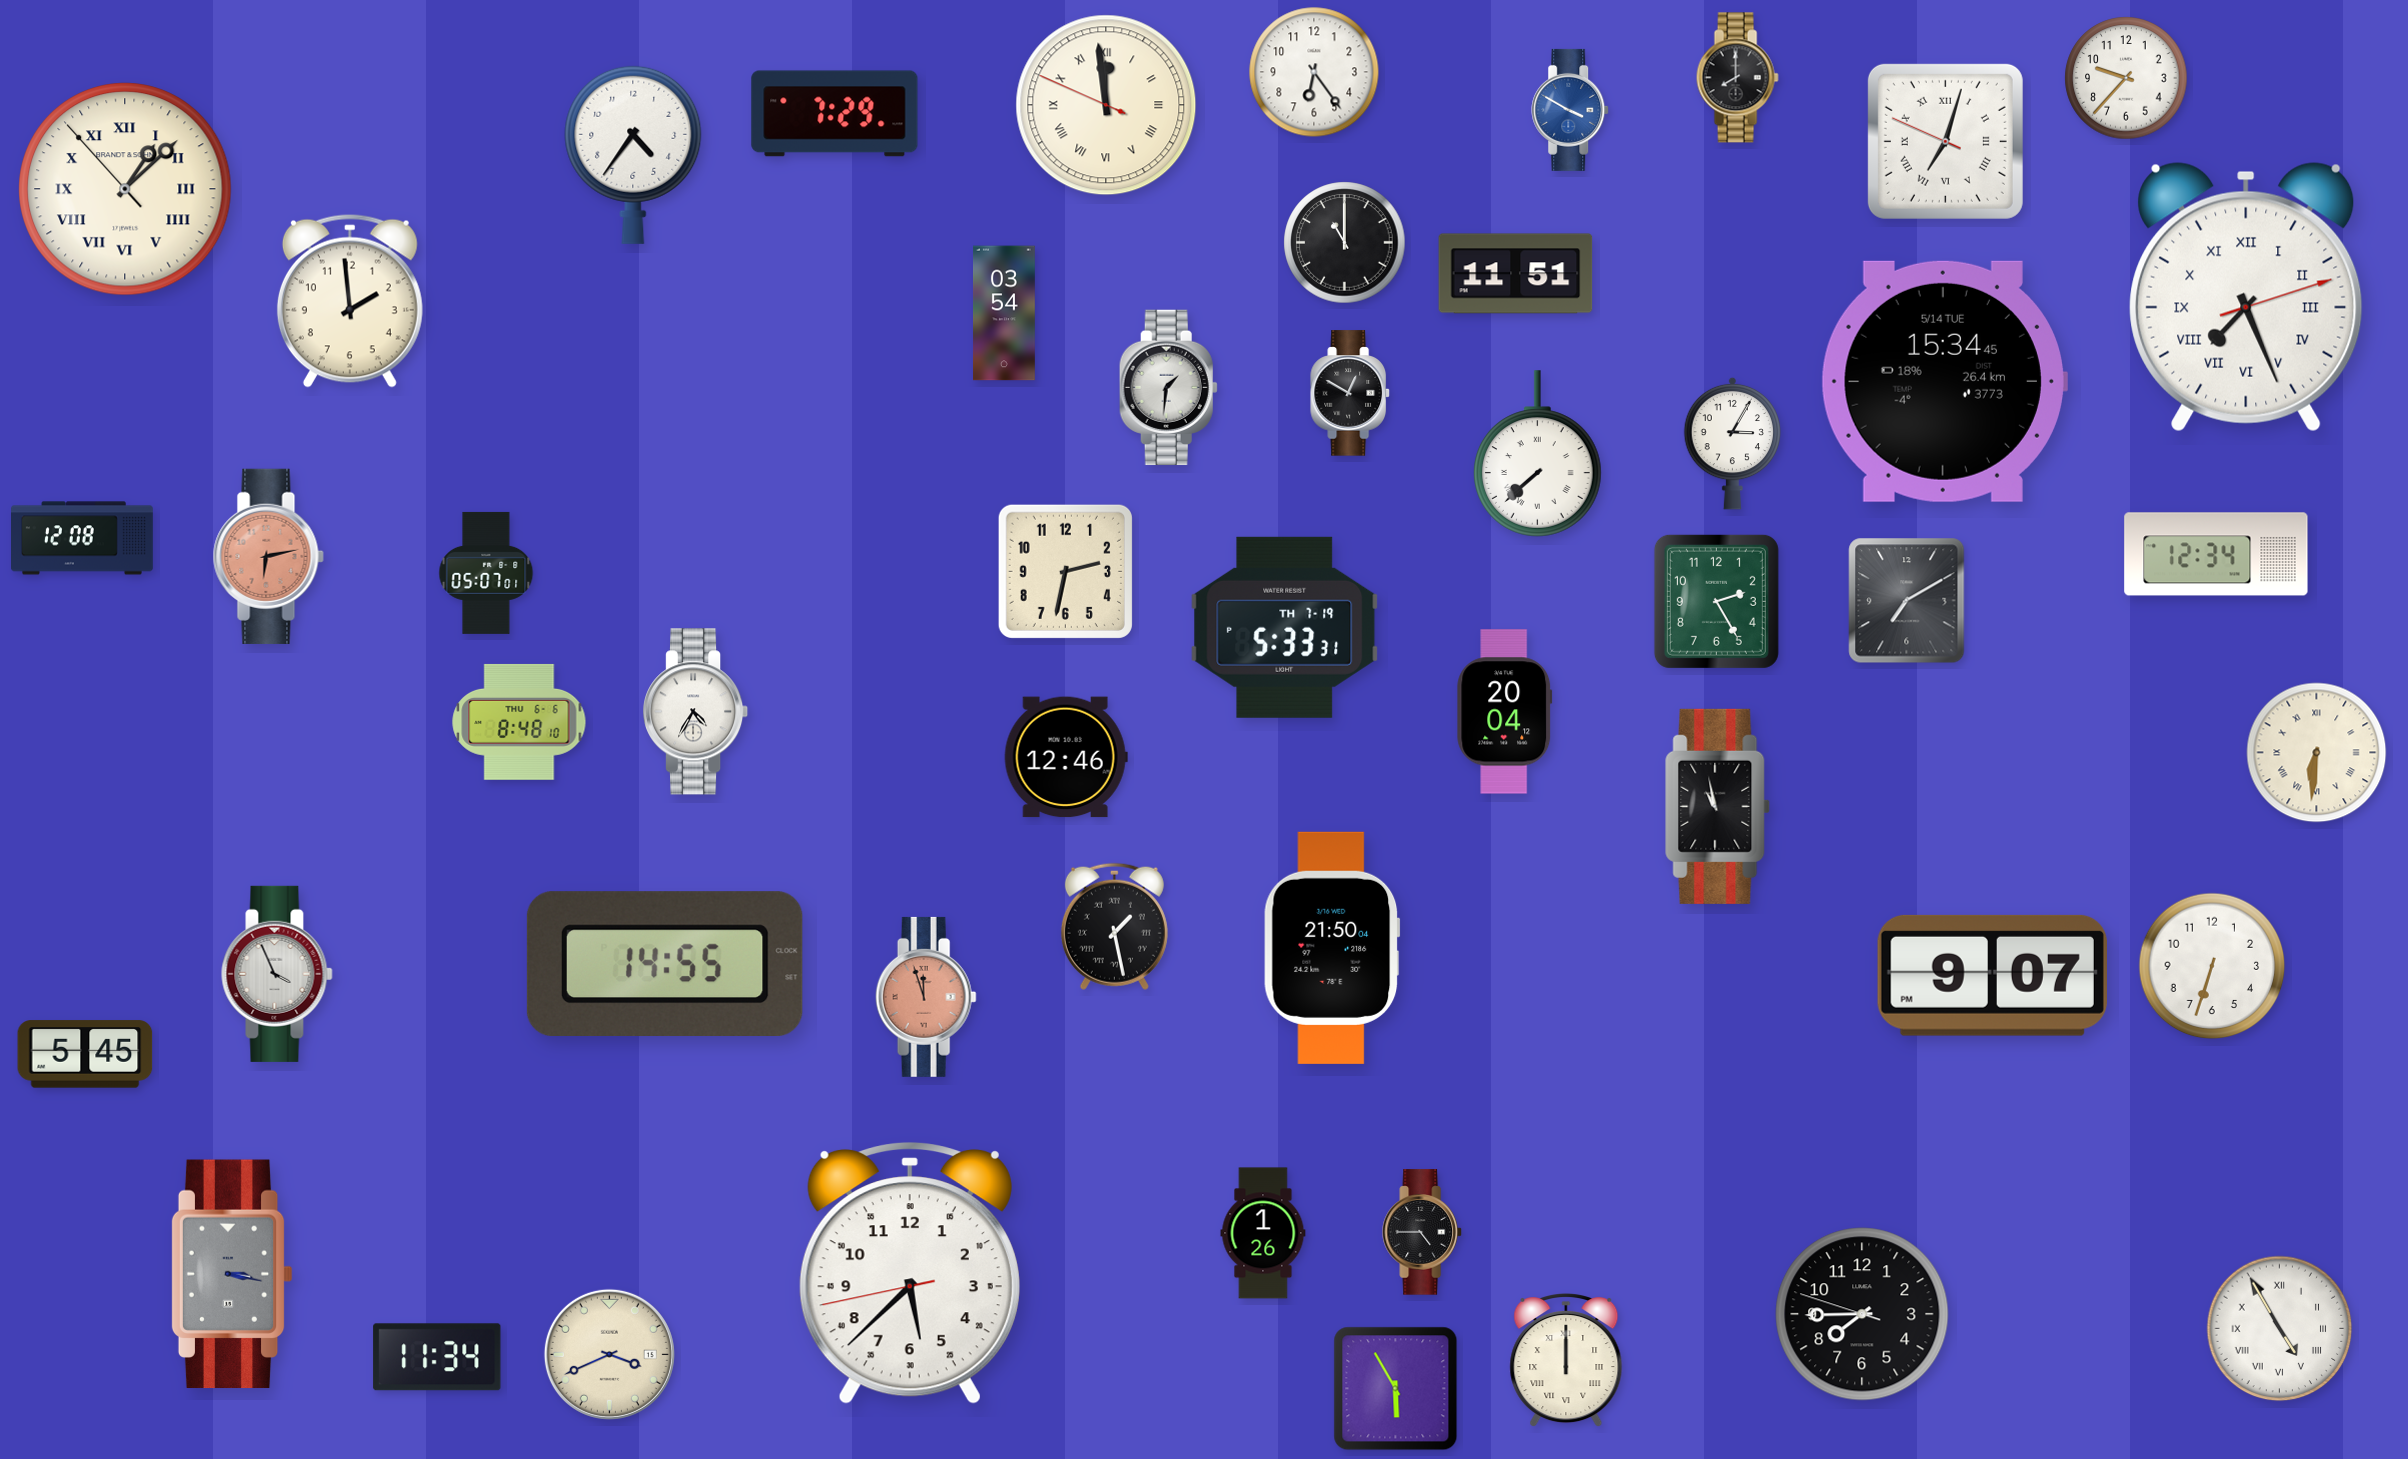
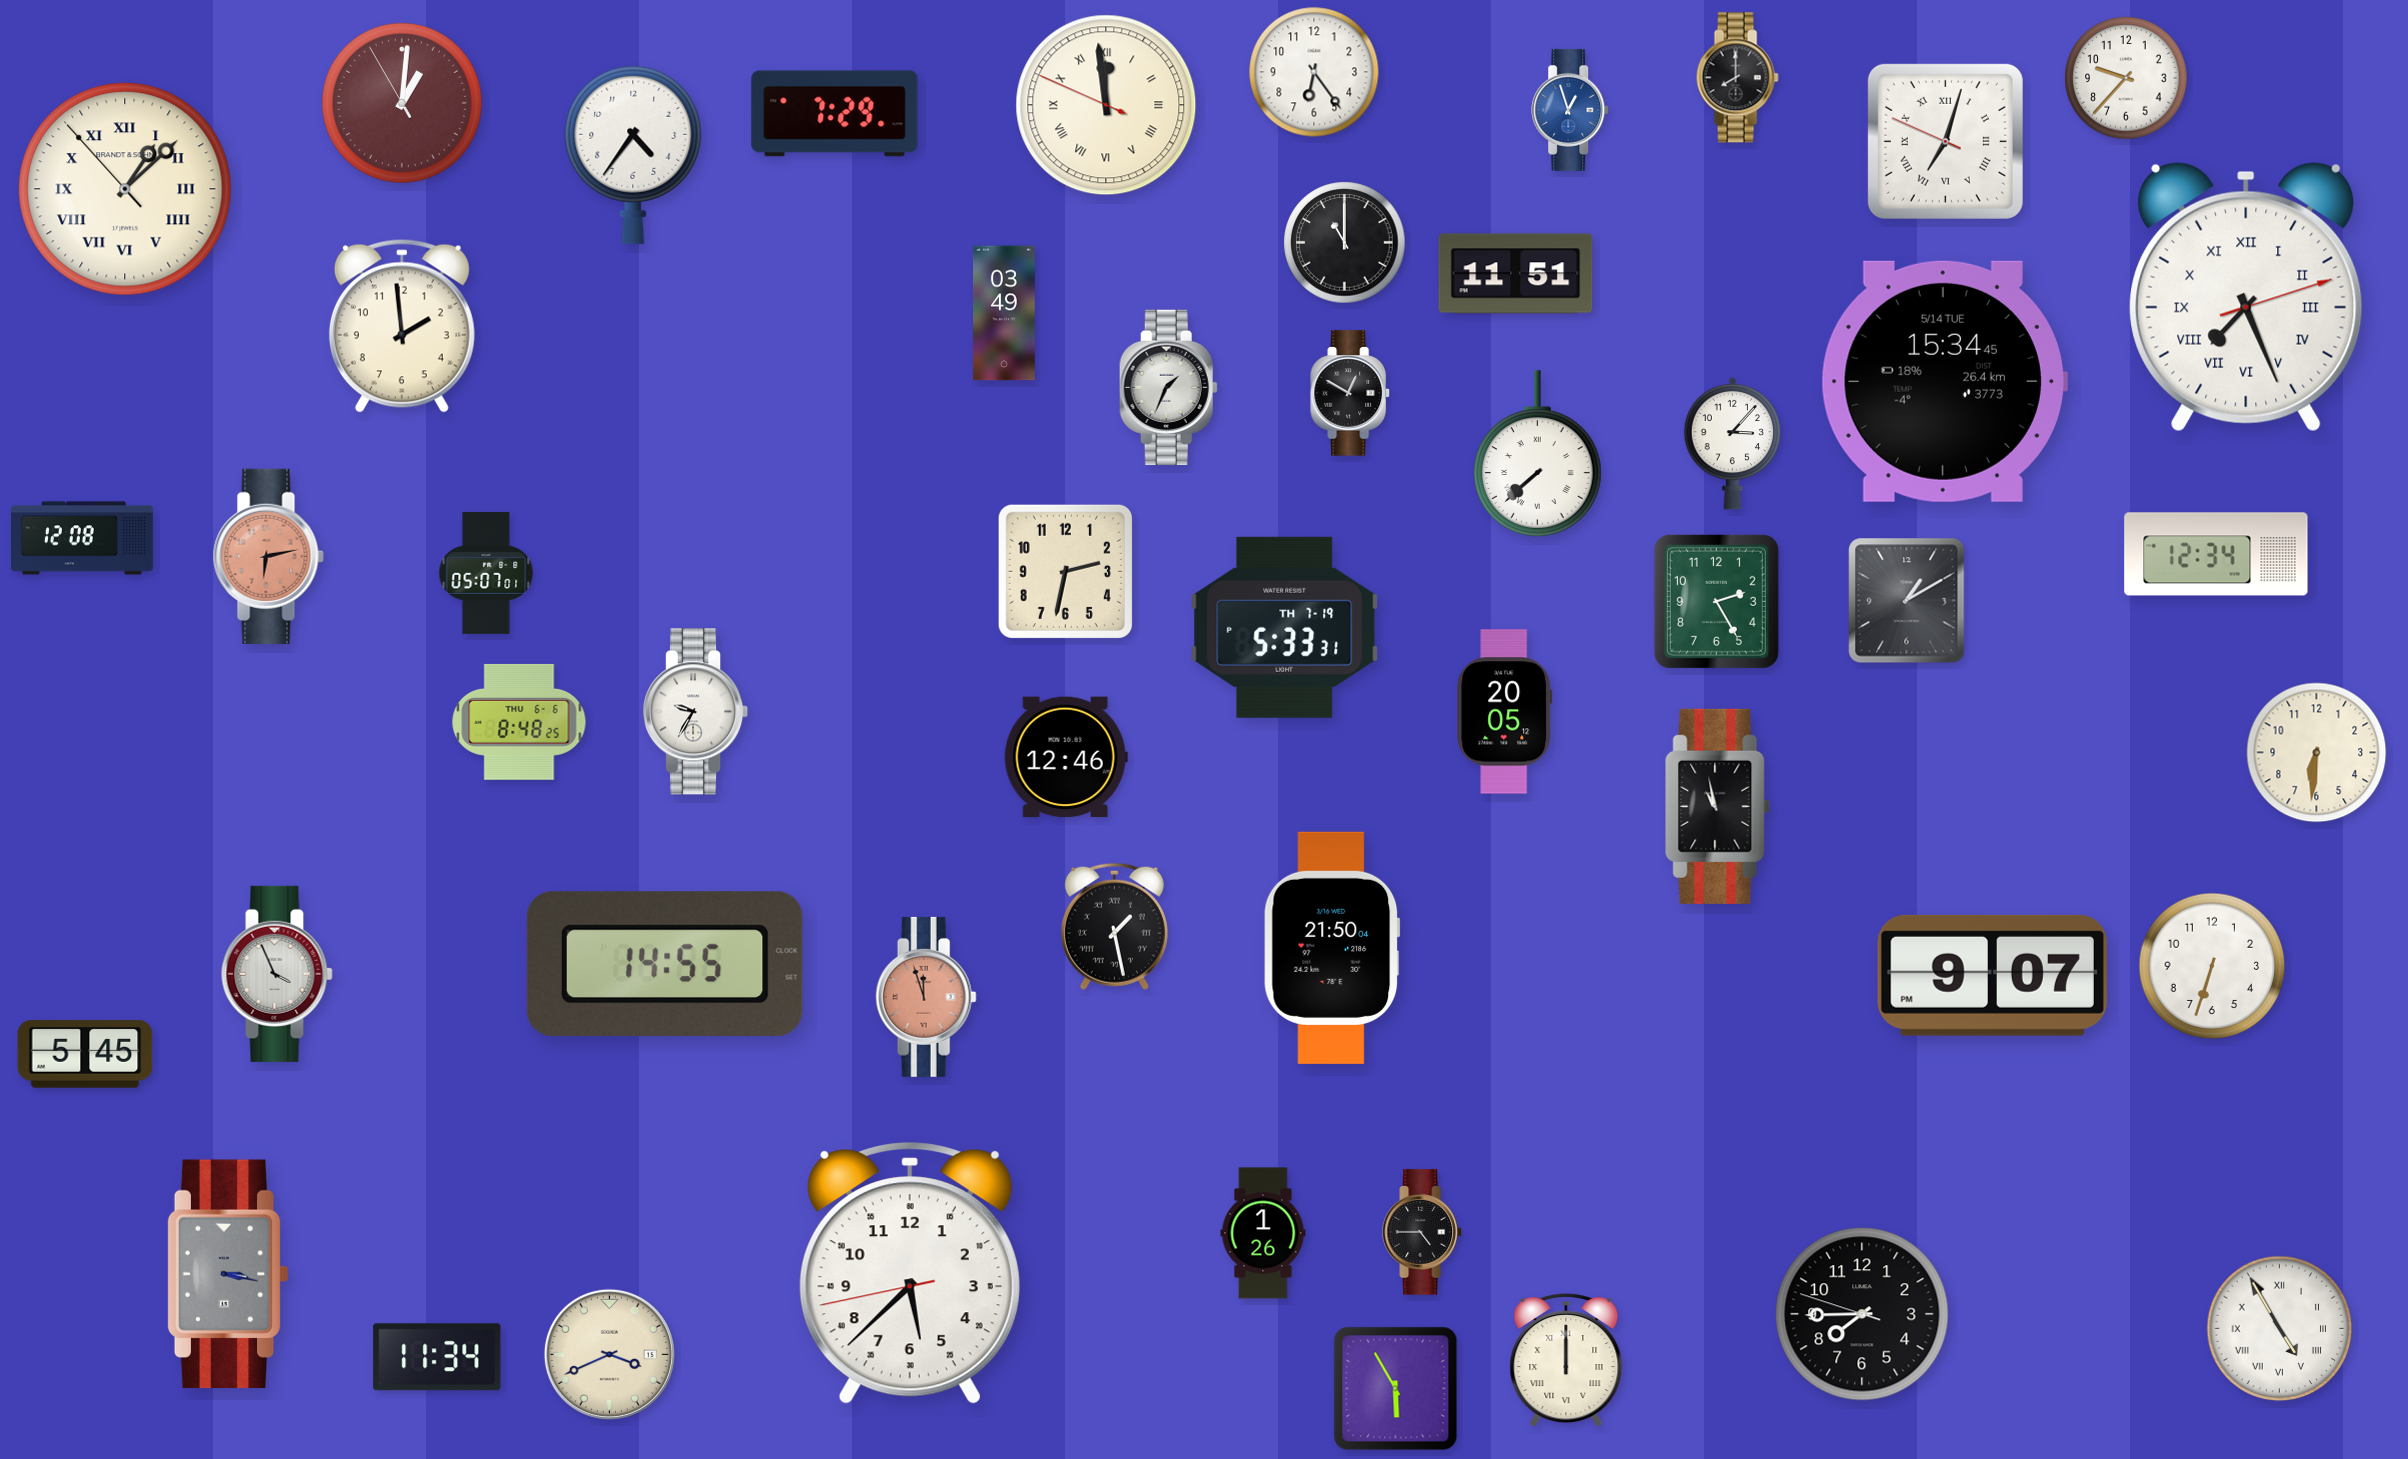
clock at (402, 103): none -> 1:00
clock at (1571, 110): 3:50 -> 12:57
clock at (350, 301) position: (350, 301) -> (402, 326)
clock at (1005, 313): 03:54 -> 03:49
clock at (1168, 388): 1:31 -> 1:34
clock at (1733, 443): 3:05 -> 3:07
clock at (1907, 601): 7:10 -> 1:10
clock at (697, 712): 4:35 -> 9:35
clock at (1505, 712): 20:04 -> 20:05
clock at (519, 722): 8:48:10 -> 8:48:25
clock at (2317, 753) numerals: Roman -> Arabic
clock at (232, 1274) position: (232, 1274) -> (228, 1274)
